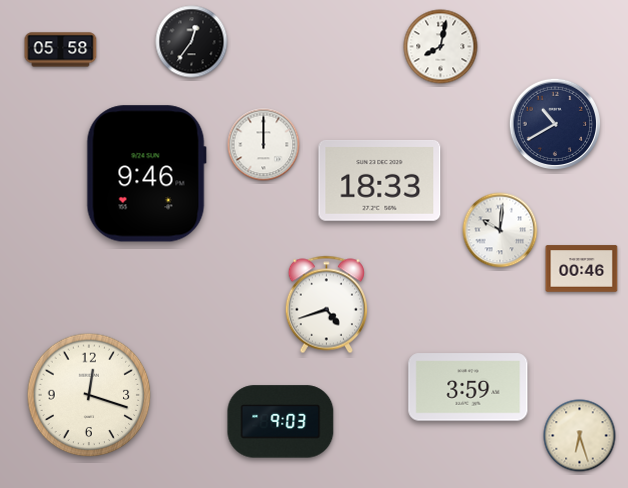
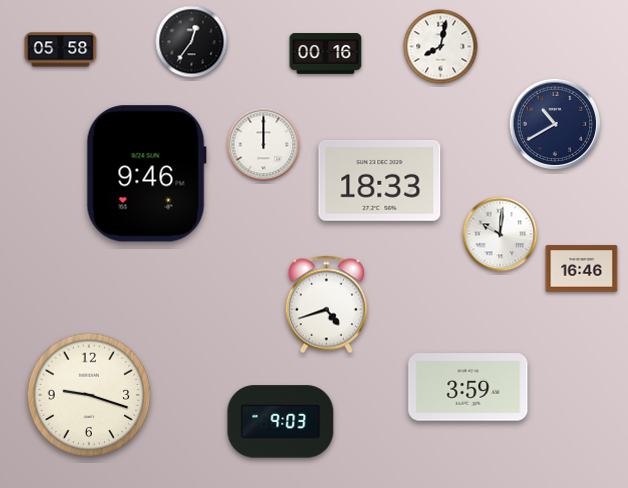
clock at (326, 54): none -> 00:16
clock at (500, 230) position: (500, 230) -> (500, 234)
clock at (582, 269): 00:46 -> 16:46
clock at (89, 395): 12:18 -> 9:18
clock at (580, 436): 6:27 -> none
